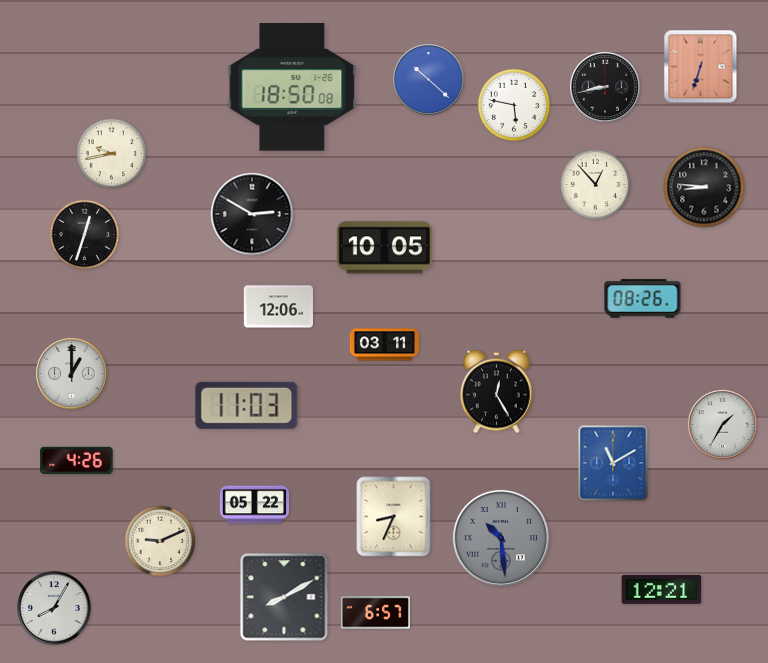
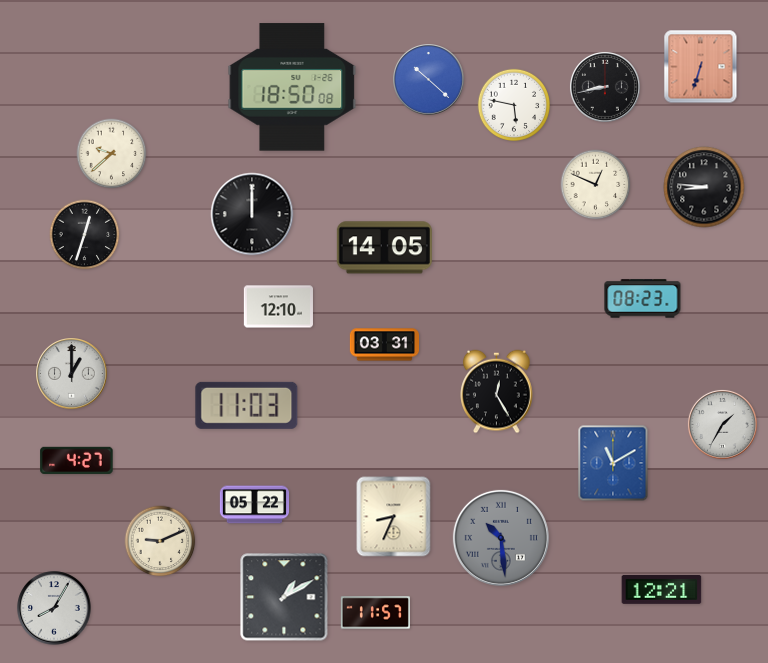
clock at (112, 154): 9:43 -> 9:38
clock at (596, 185): 12:53 -> 12:49
clock at (252, 214): 2:50 -> 12:00
clock at (384, 248): 10:05 -> 14:05
clock at (643, 299): 08:26 -> 08:23
clock at (278, 307): 12:06 -> 12:10
clock at (384, 345): 03:11 -> 03:31
clock at (77, 460): 4:26 -> 4:27
clock at (284, 597): 8:10 -> 1:10
clock at (375, 613): 6:57 -> 11:57
